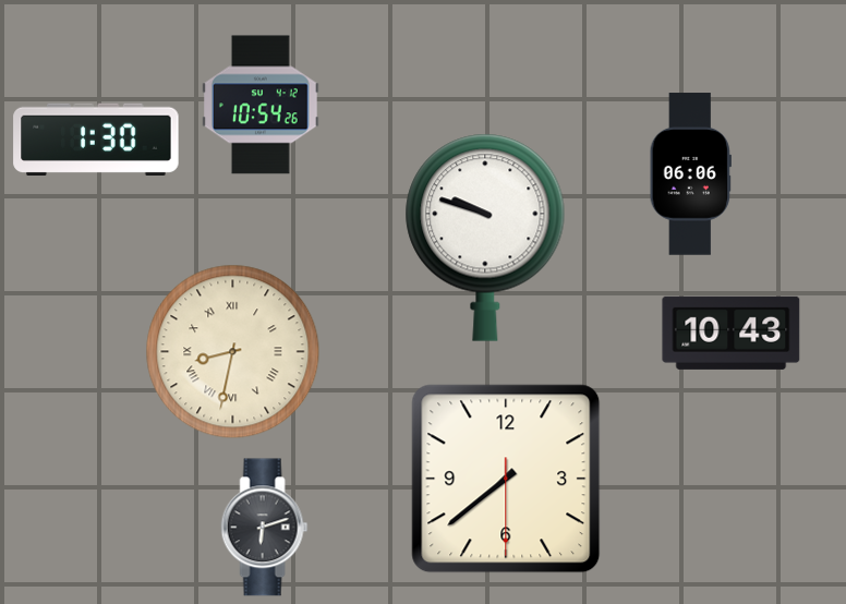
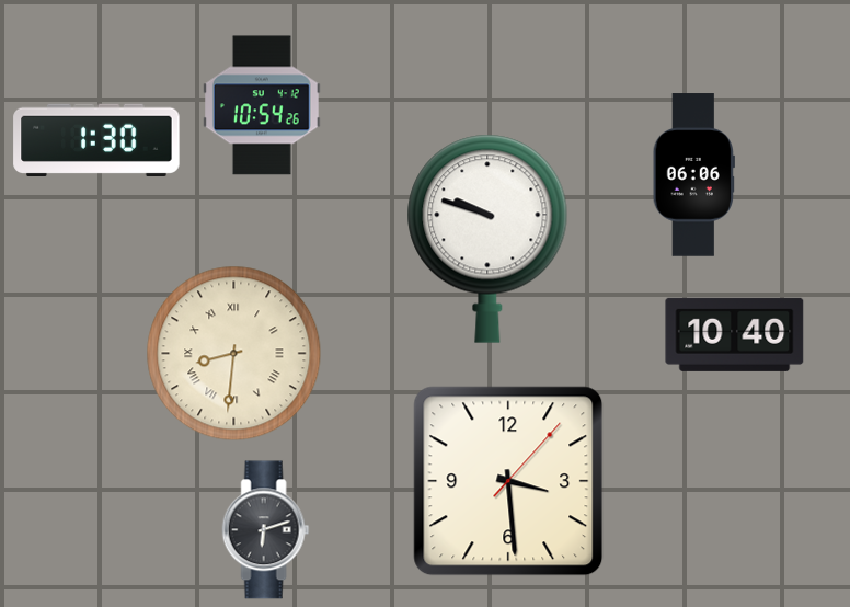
clock at (732, 333): 10:43 -> 10:40
clock at (233, 352): 8:32 -> 8:31
clock at (506, 479): 7:38 -> 3:29
